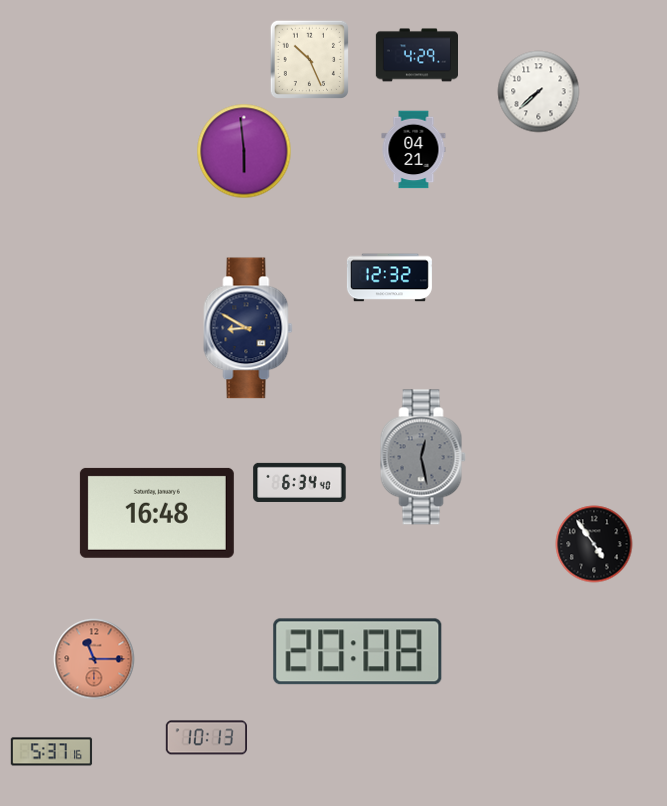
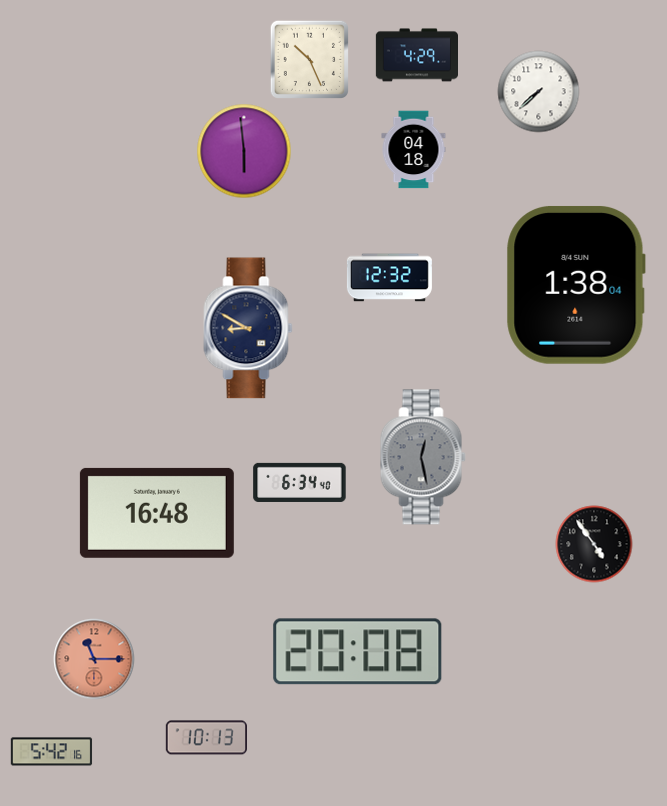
clock at (414, 150): 04:21 -> 04:18
clock at (576, 285): none -> 1:38
clock at (52, 752): 5:37 -> 5:42
